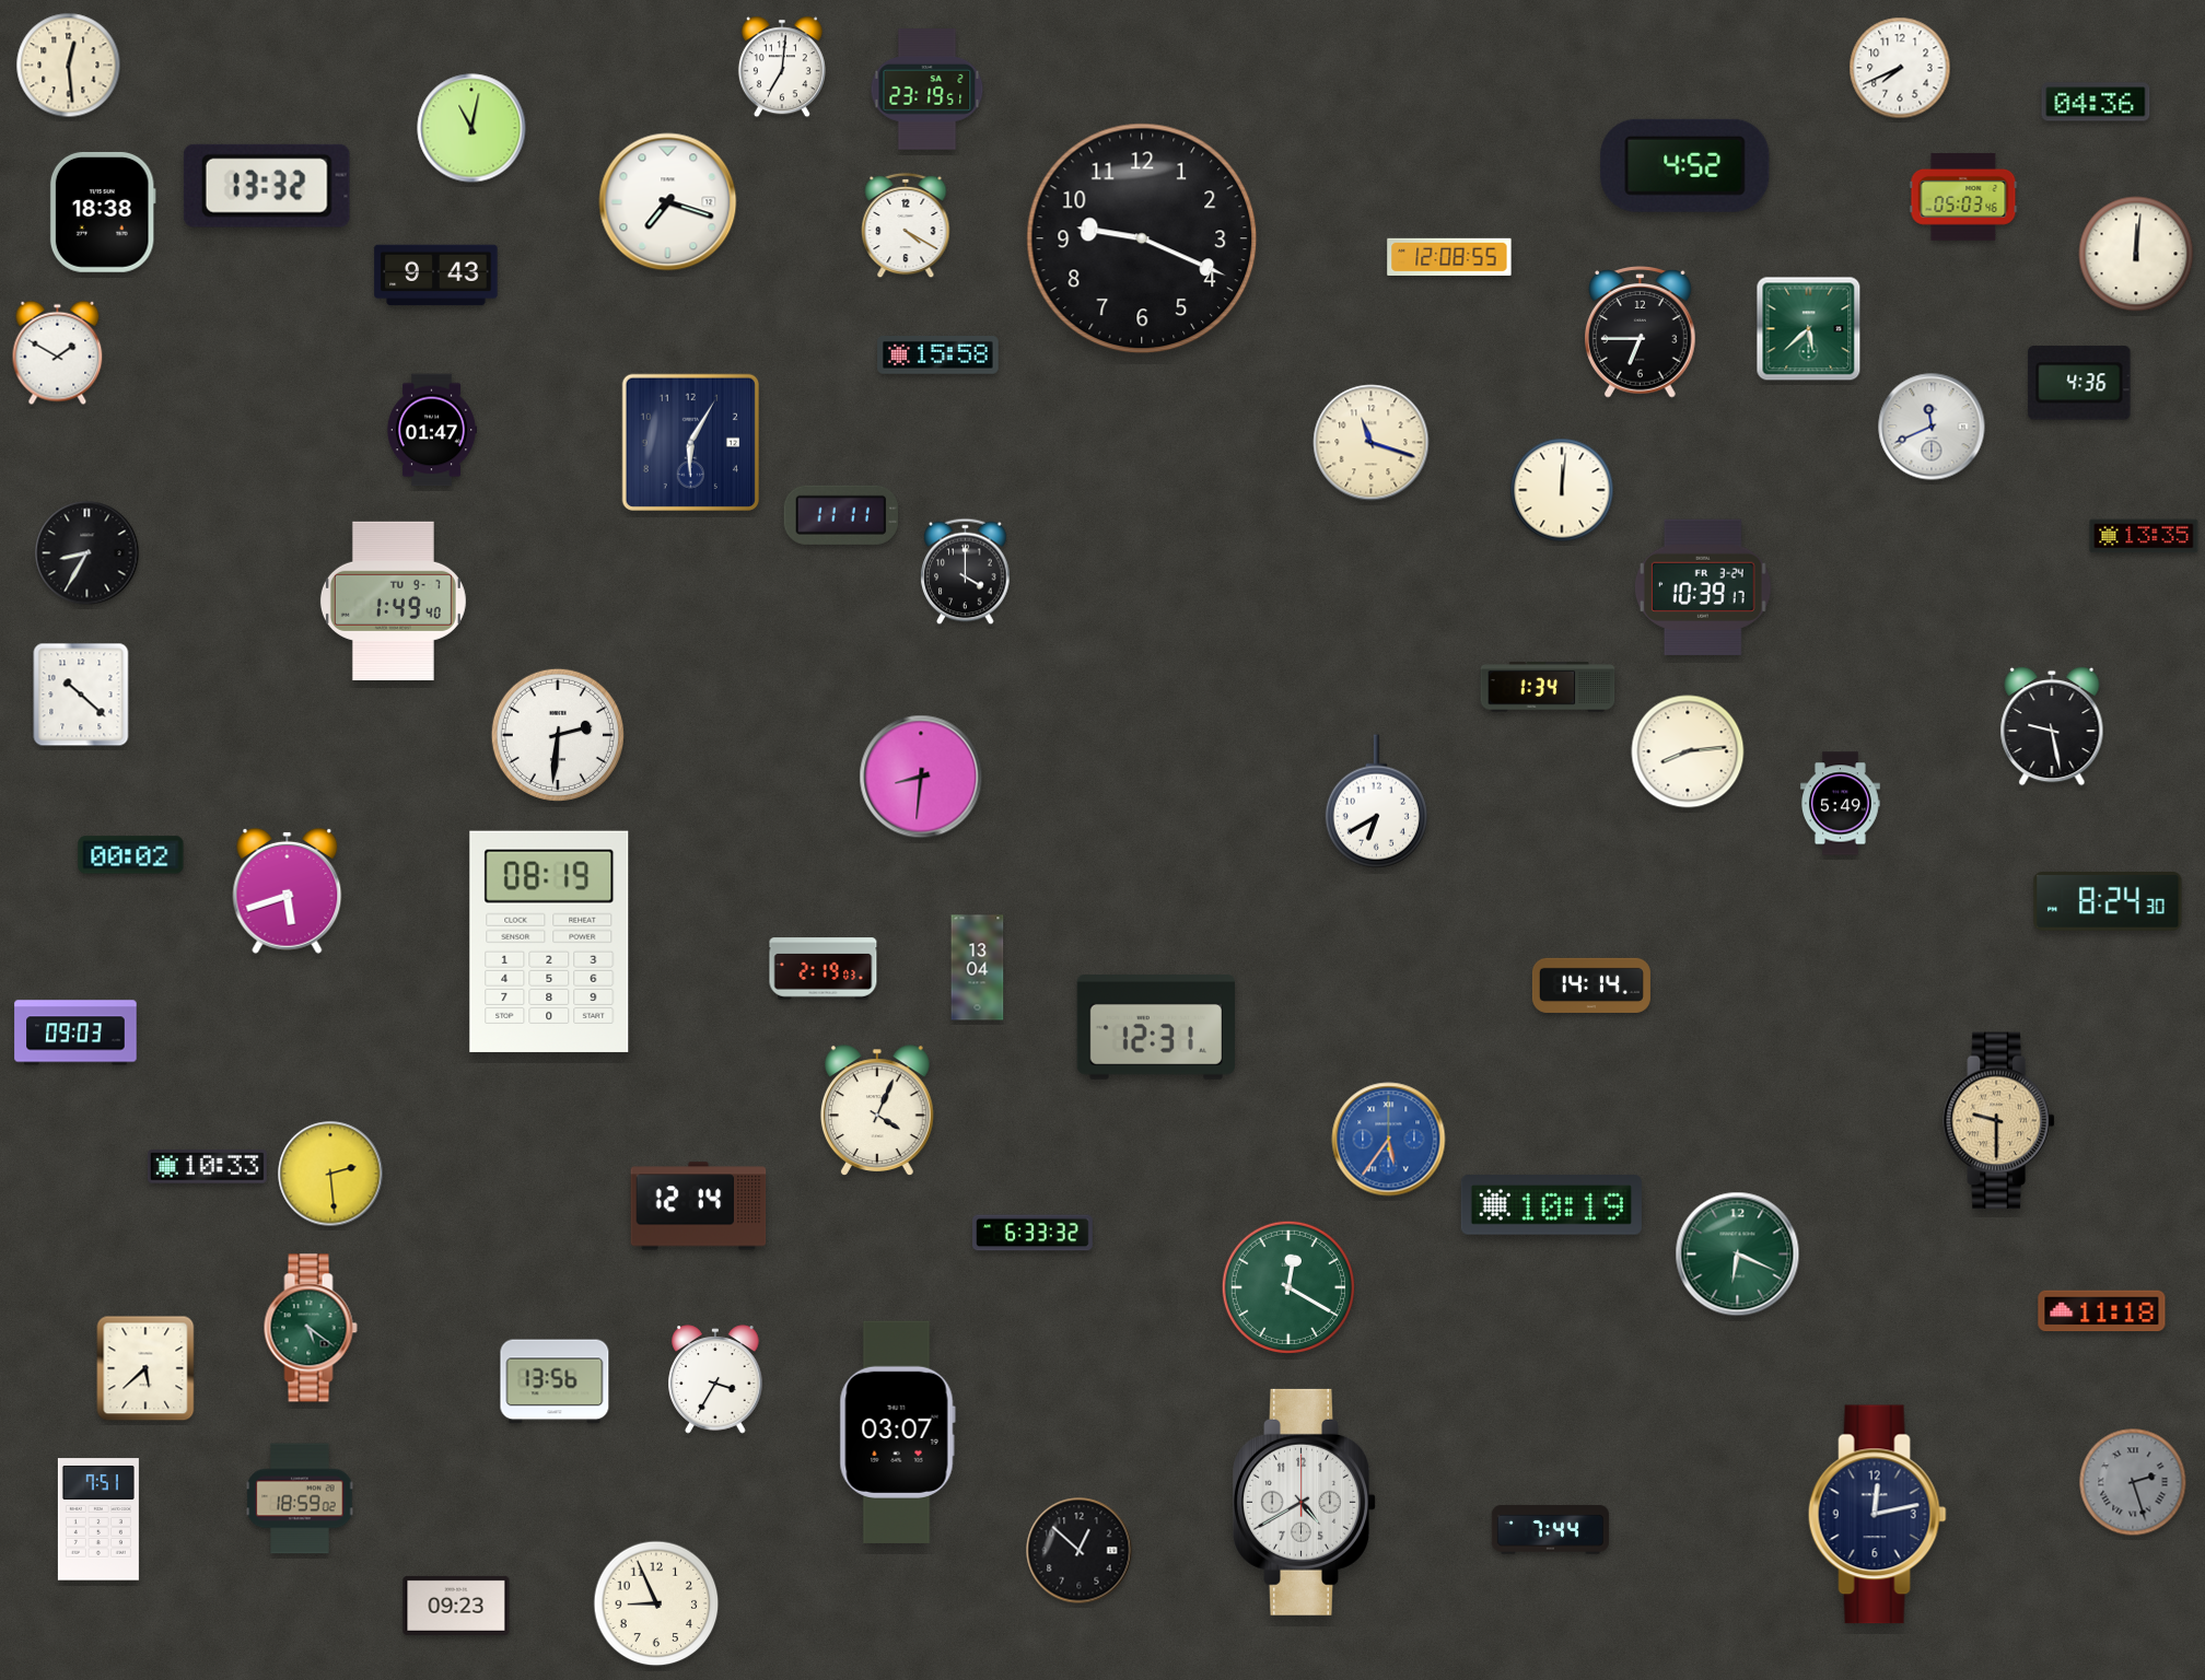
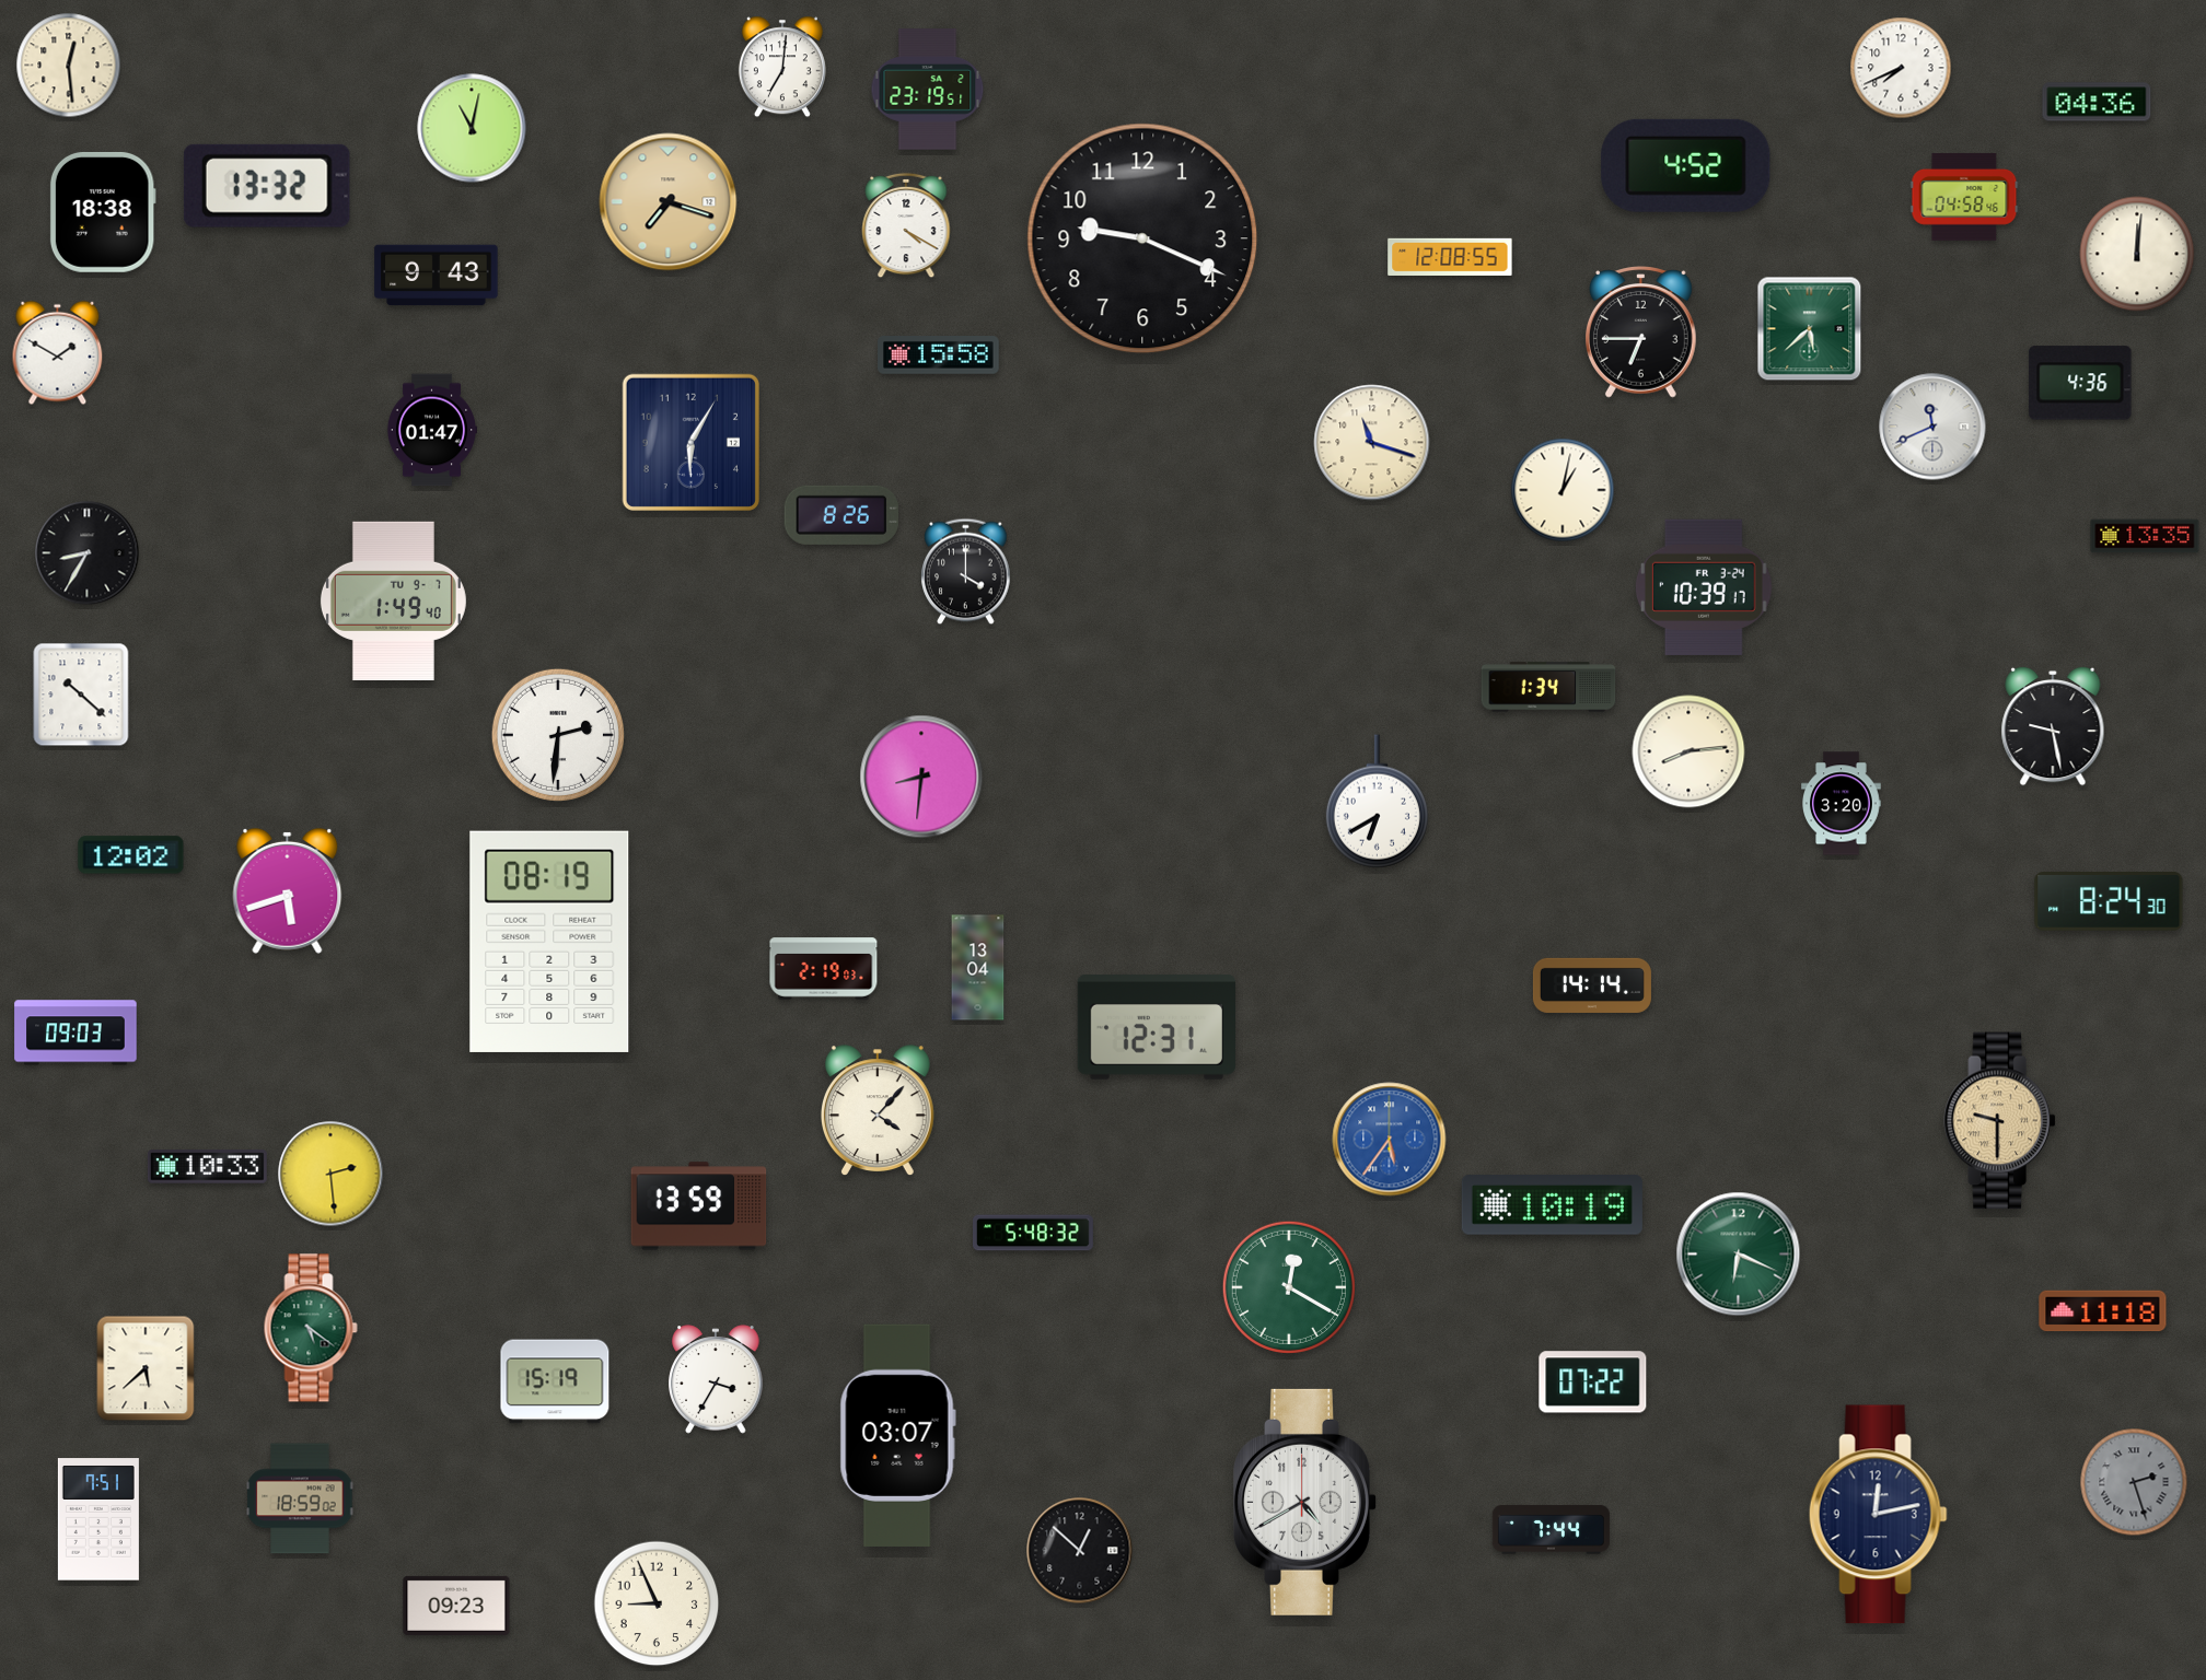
clock at (1963, 197): 05:03 -> 04:58
clock at (668, 202) dial: white -> champagne
clock at (1562, 490): 12:01 -> 1:02
clock at (840, 515): 11:11 -> 8:26
clock at (1841, 804): 5:49 -> 3:20
clock at (131, 855): 00:02 -> 12:02
clock at (877, 1110): 4:04 -> 4:07
clock at (699, 1206): 12:14 -> 13:59
clock at (1034, 1233): 6:33 -> 5:48
clock at (555, 1381): 13:56 -> 15:19
clock at (1593, 1382): none -> 07:22
clock at (897, 1432) position: (897, 1432) -> (897, 1435)
